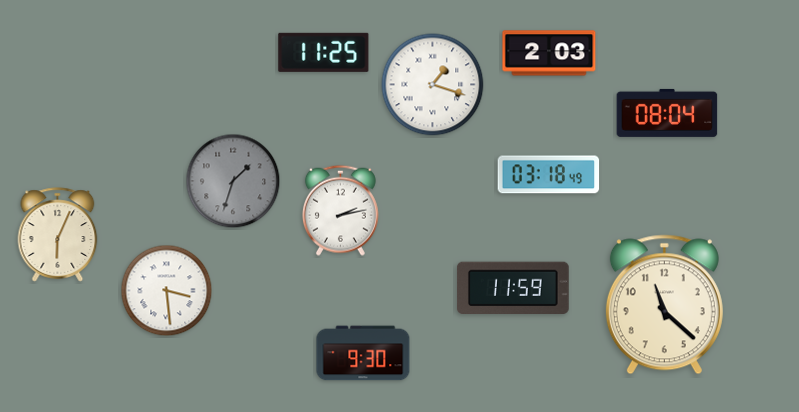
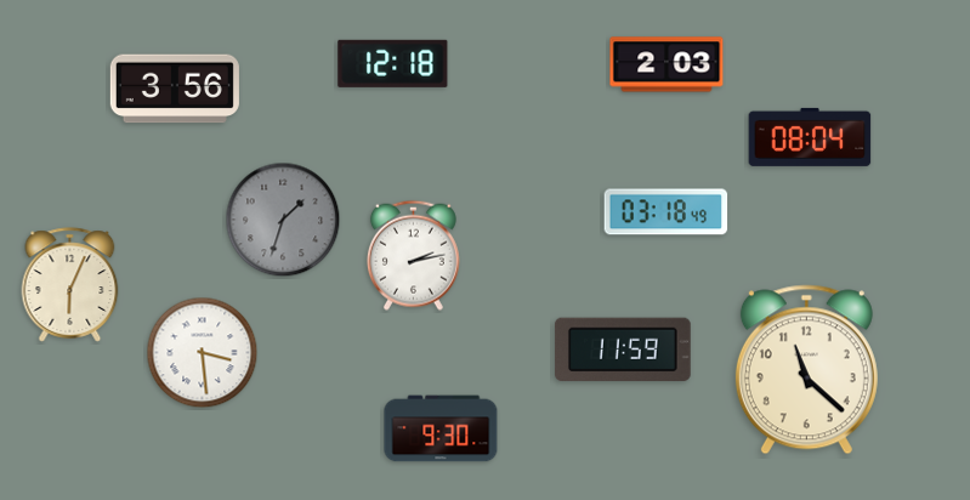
clock at (324, 52): 11:25 -> 12:18
clock at (175, 89): none -> 3:56
clock at (433, 85): 1:18 -> none
